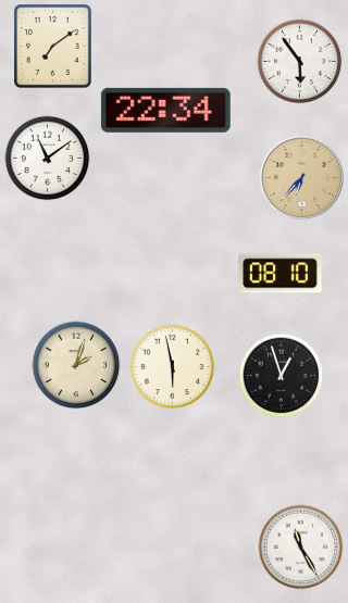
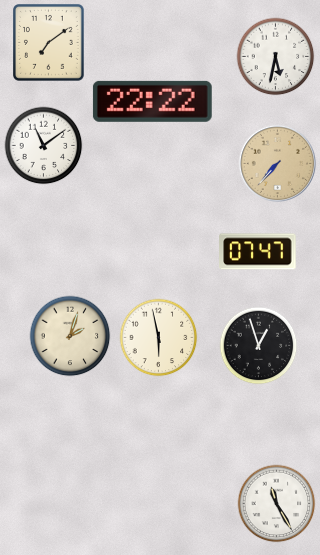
clock at (299, 61): 5:54 -> 5:32
clock at (165, 110): 22:34 -> 22:22
clock at (301, 177): 6:37 -> 7:37
clock at (281, 274): 08:10 -> 07:47
